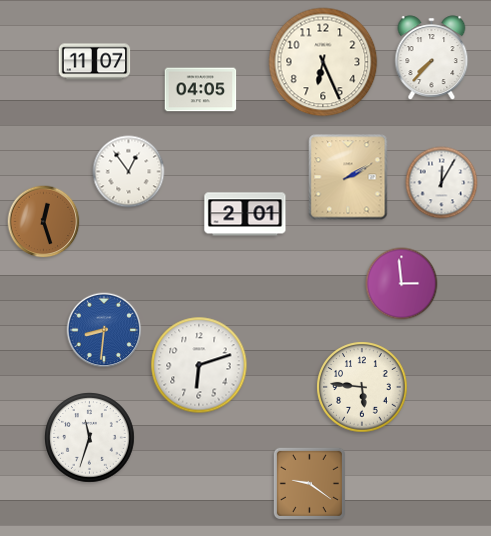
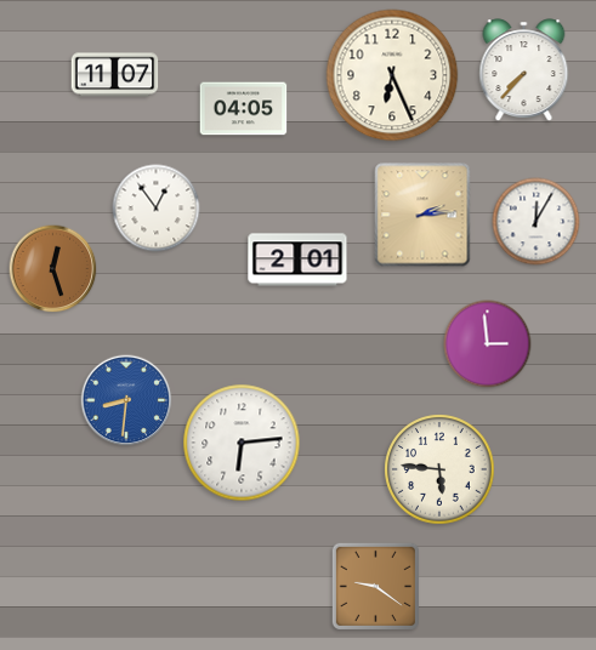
clock at (348, 177): 2:10 -> 2:14
clock at (199, 365): 6:12 -> 6:14
clock at (90, 438): 11:33 -> none
